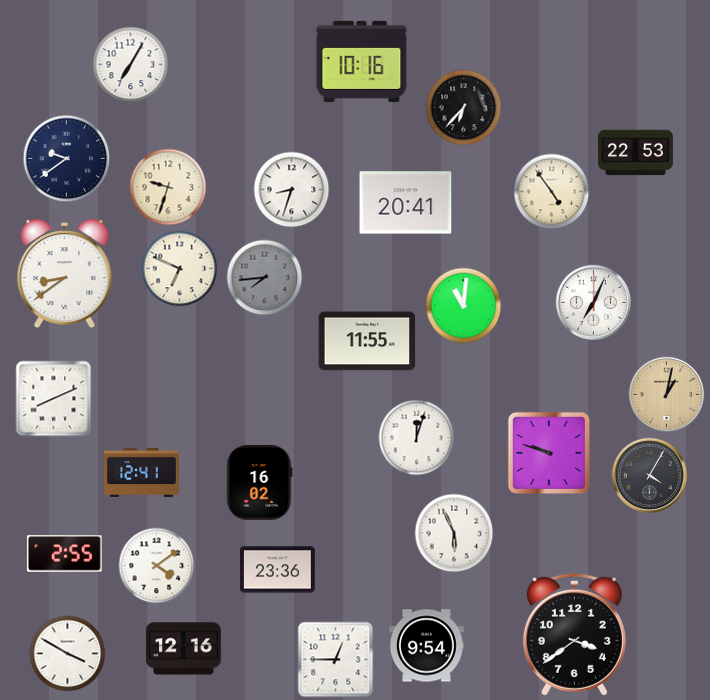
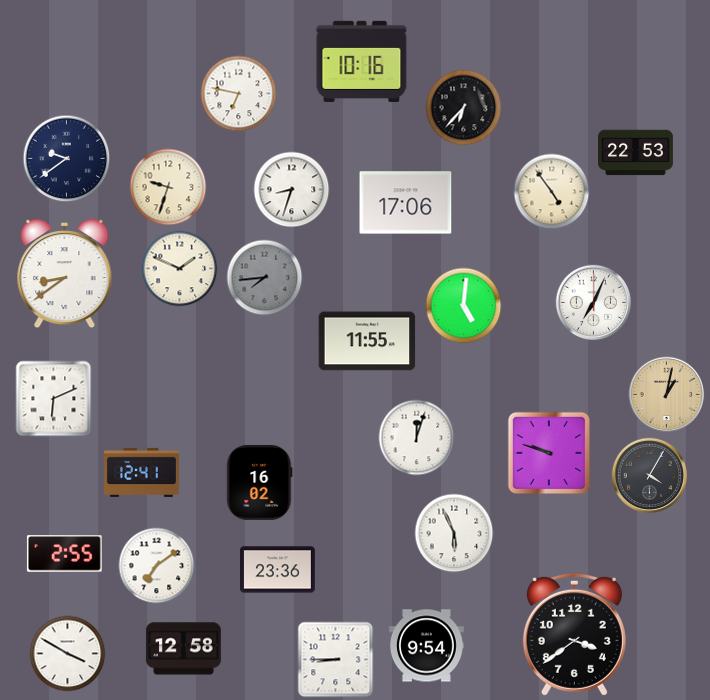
clock at (131, 65): 7:05 -> none
clock at (239, 94): none -> 6:47
clock at (406, 203): 20:41 -> 17:06
clock at (180, 269): 6:49 -> 1:49
clock at (464, 306): 11:01 -> 5:01
clock at (54, 399): 8:11 -> 6:11
clock at (157, 566): 4:09 -> 7:09
clock at (183, 649): 12:16 -> 12:58
clock at (336, 660): 12:45 -> 8:45
